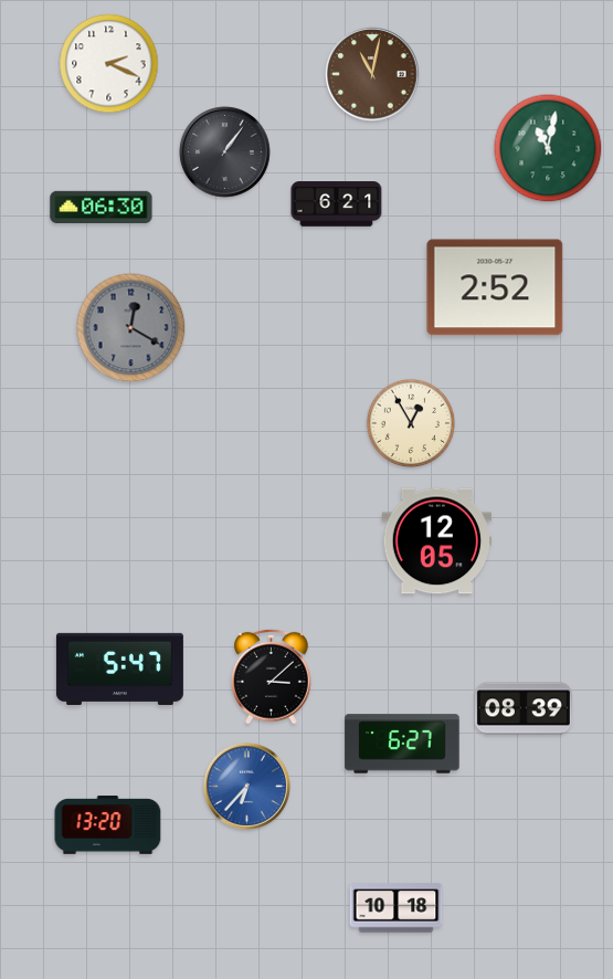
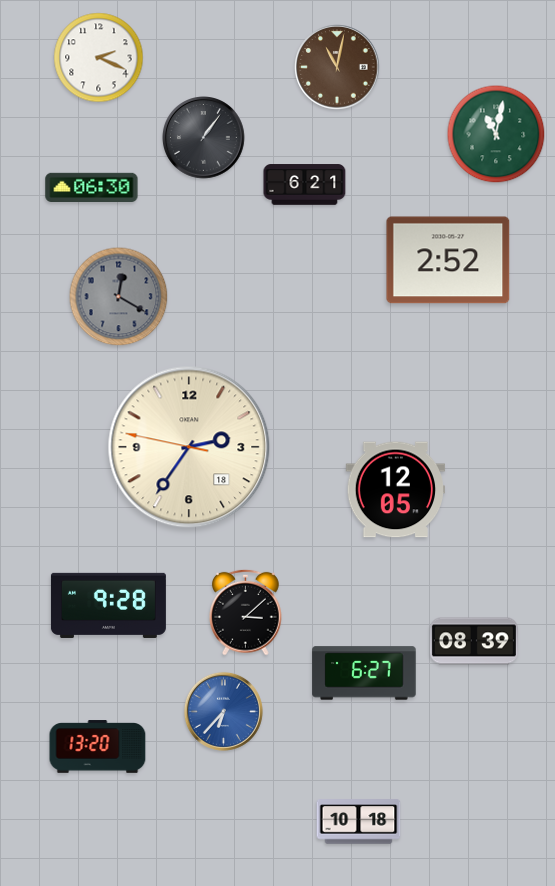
clock at (410, 422): 12:55 -> none
clock at (189, 447): none -> 2:35
clock at (119, 669): 5:47 -> 9:28
